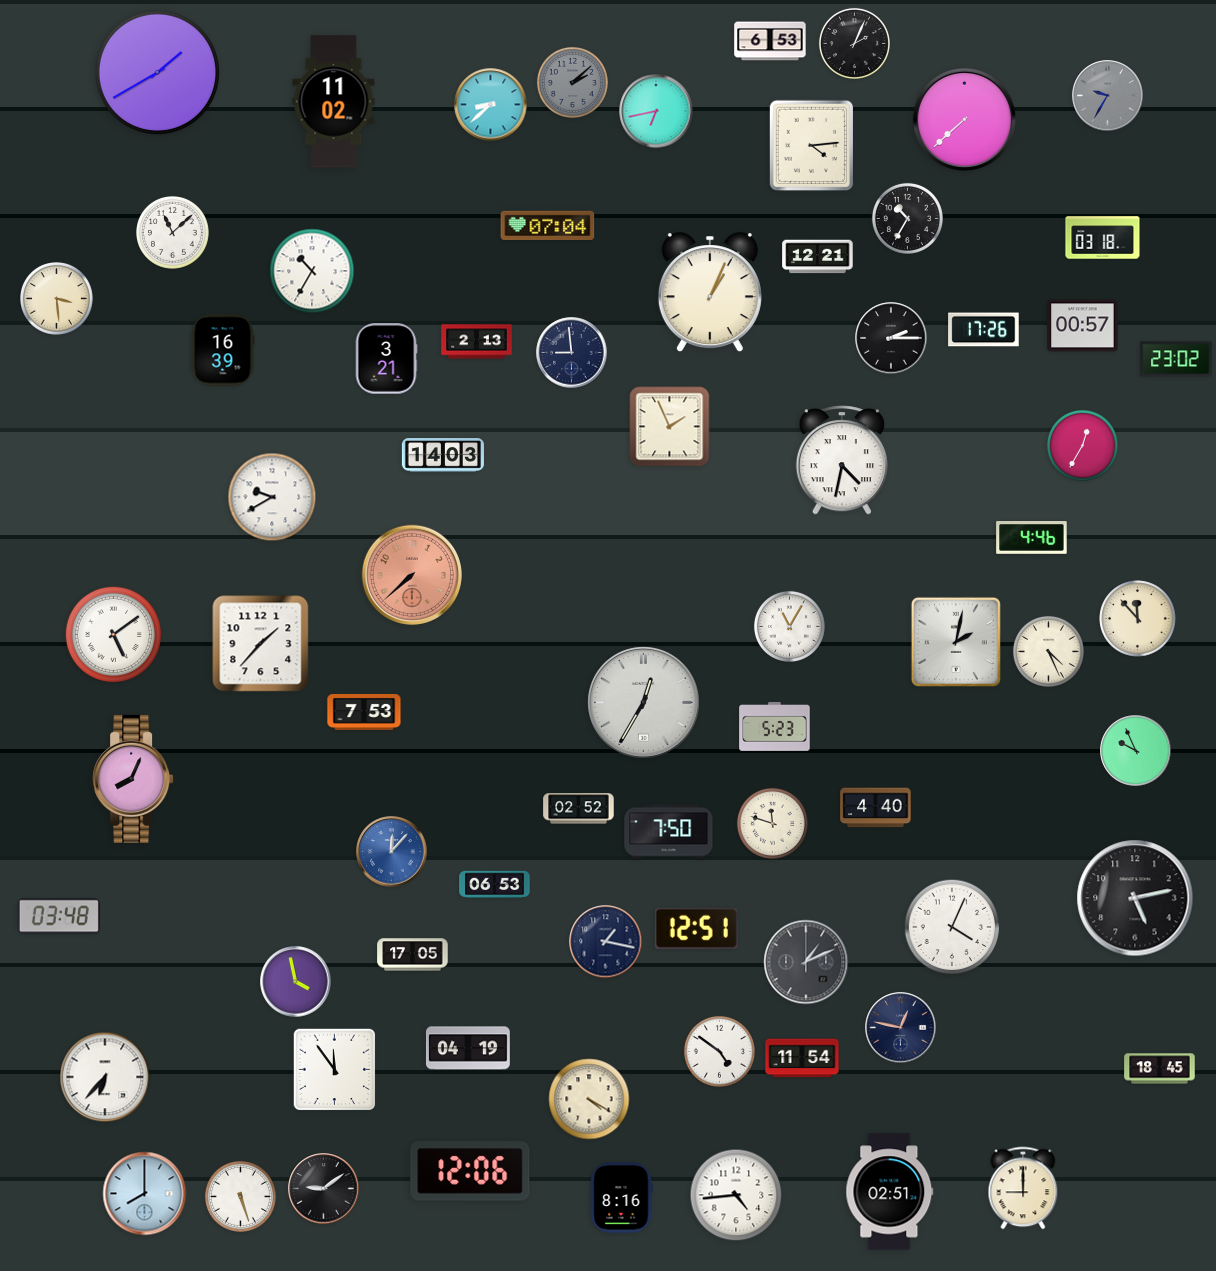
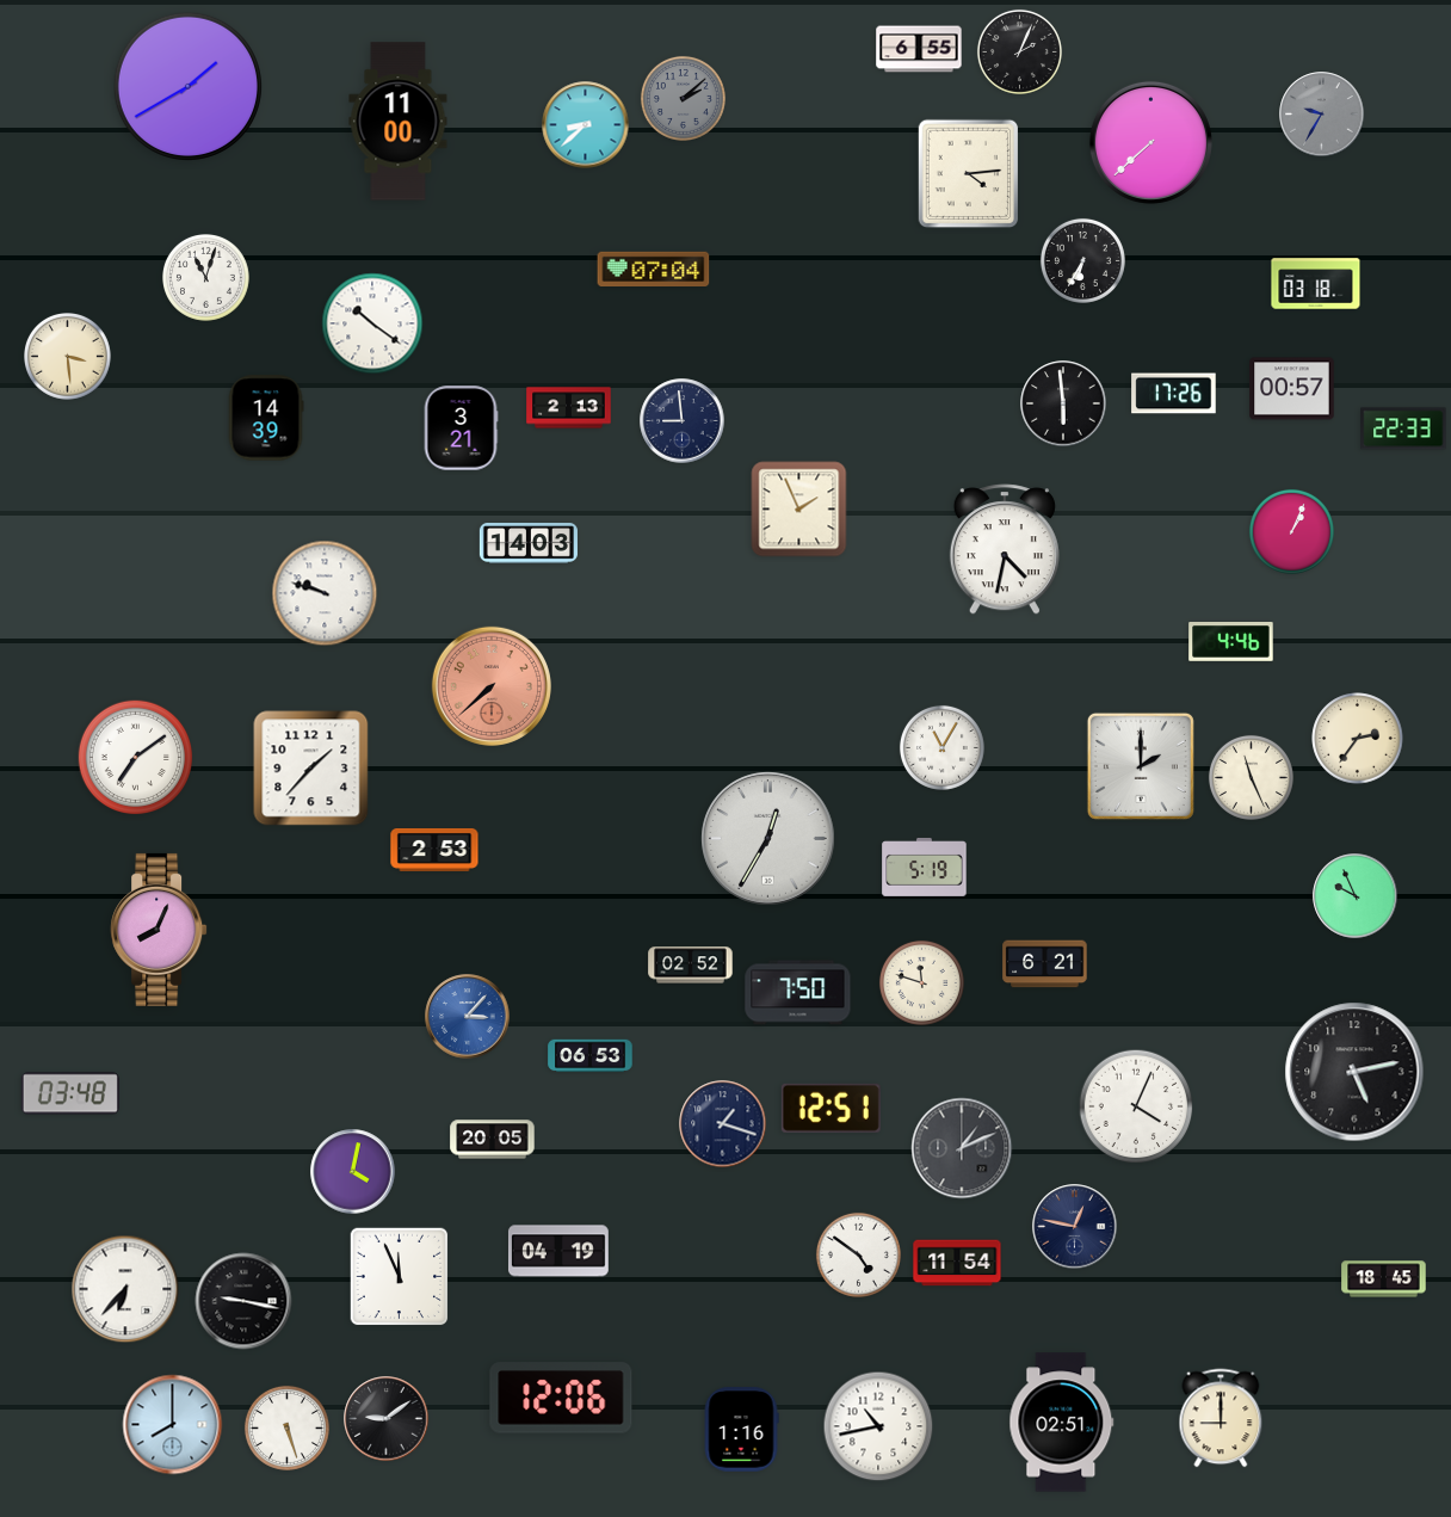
clock at (770, 41): 6:53 -> 6:55
clock at (334, 102): 11:02 -> 11:00
clock at (656, 111): 6:43 -> none
clock at (907, 218): 10:35 -> 6:35
clock at (173, 233): 11:08 -> 11:03
clock at (818, 257): 12:21 -> none
clock at (312, 271): 10:35 -> 10:21
clock at (710, 293): 1:04 -> none
clock at (891, 338): 2:15 -> 5:59
clock at (223, 350): 16:39 -> 14:39
clock at (1176, 359): 23:02 -> 22:33
clock at (1082, 445): 12:35 -> 1:04
clock at (272, 497): 9:40 -> 9:48
clock at (1138, 619): 11:53 -> 2:36
clock at (114, 635): 5:09 -> 7:09
clock at (956, 642): 2:02 -> 2:00
clock at (1048, 651): 4:26 -> 11:26
clock at (364, 712): 7:53 -> 2:53
clock at (775, 726): 5:23 -> 5:19
clock at (876, 808): 4:40 -> 6:21
clock at (392, 852): 12:07 -> 3:07
clock at (606, 942): 1:17 -> 1:18
clock at (413, 955): 17:05 -> 20:05
clock at (296, 982): 3:58 -> 4:02
clock at (1160, 1069) position: (1160, 1069) -> (1384, 1279)
clock at (335, 1070): 11:54 -> 11:56
clock at (105, 1077) position: (105, 1077) -> (125, 1289)
clock at (243, 1301): none -> 9:17
clock at (589, 1099): 4:20 -> none
clock at (736, 1195): 4:44 -> 10:43
clock at (621, 1198): 8:16 -> 1:16
